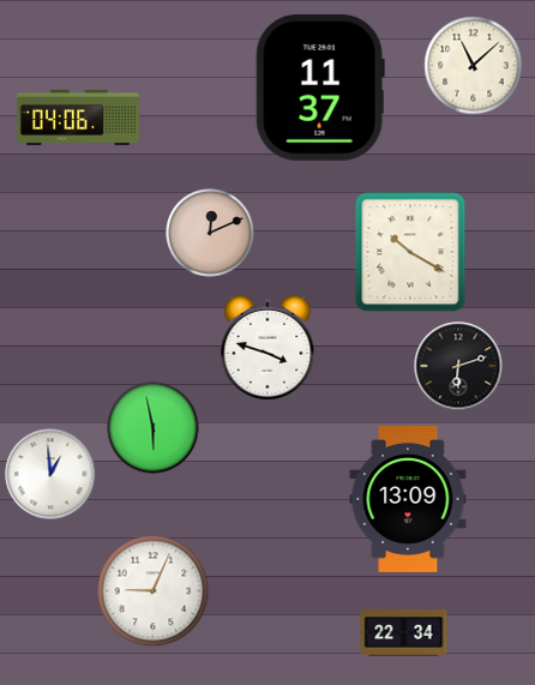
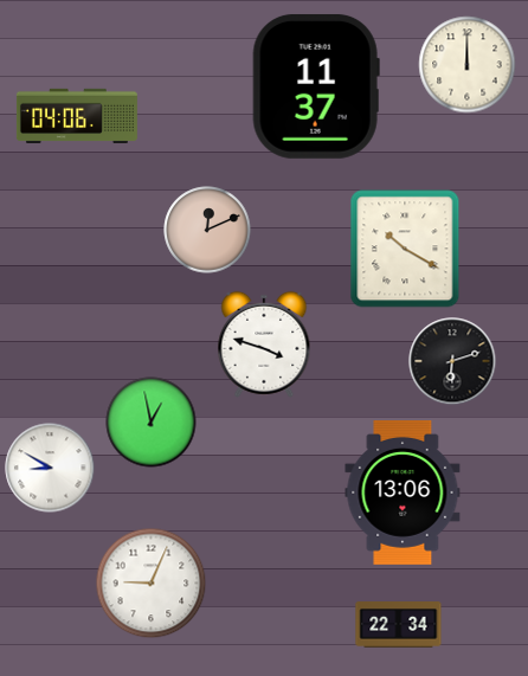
clock at (474, 66): 11:08 -> 12:00
clock at (154, 428): 5:58 -> 12:58
clock at (50, 474): 12:59 -> 8:50
clock at (408, 500): 13:09 -> 13:06
